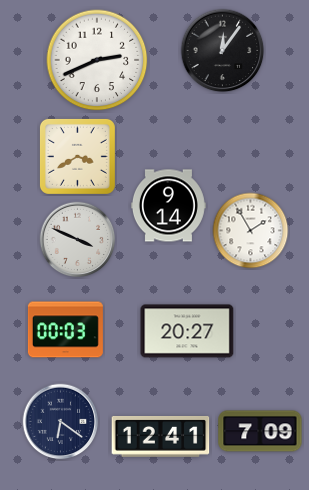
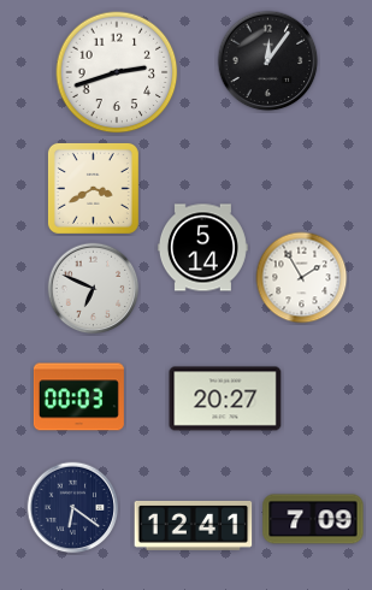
clock at (97, 60): 2:41 -> 2:42
clock at (168, 206): 9:14 -> 5:14
clock at (78, 240): 3:49 -> 6:49
